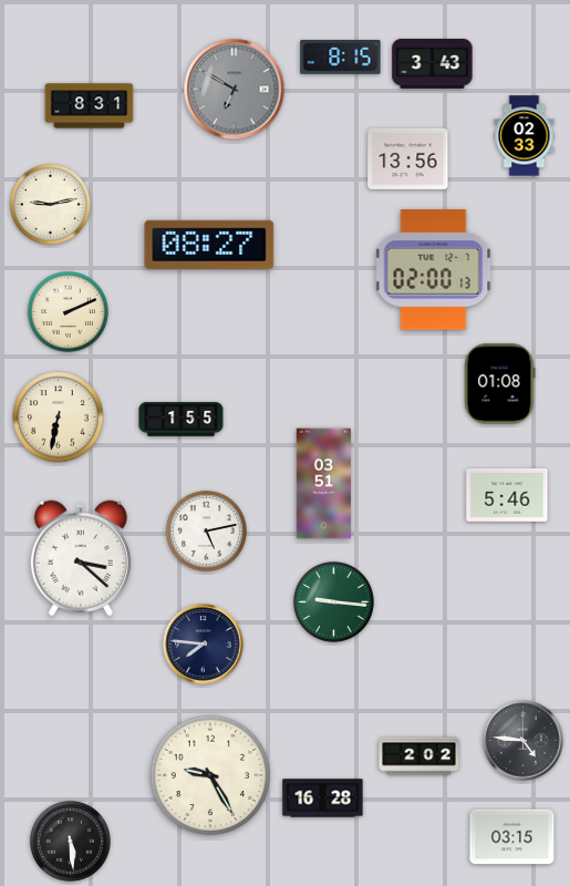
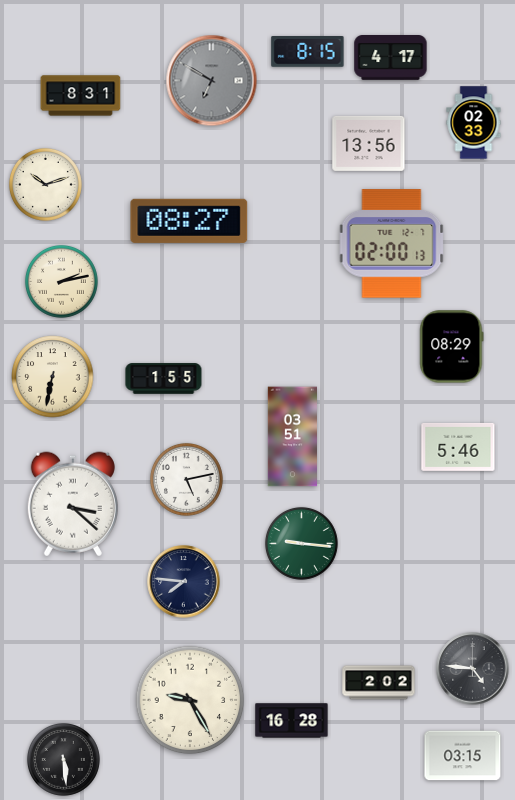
clock at (433, 64): 3:43 -> 4:17
clock at (50, 204): 9:13 -> 10:12
clock at (68, 311): 2:11 -> 2:13
clock at (500, 384): 01:08 -> 08:29
